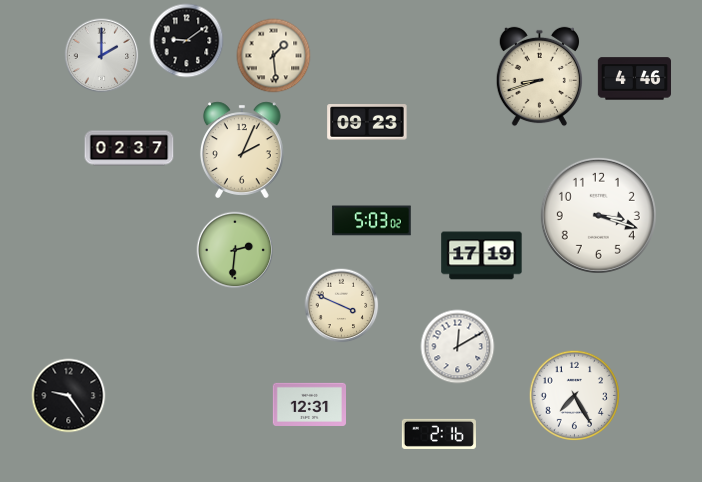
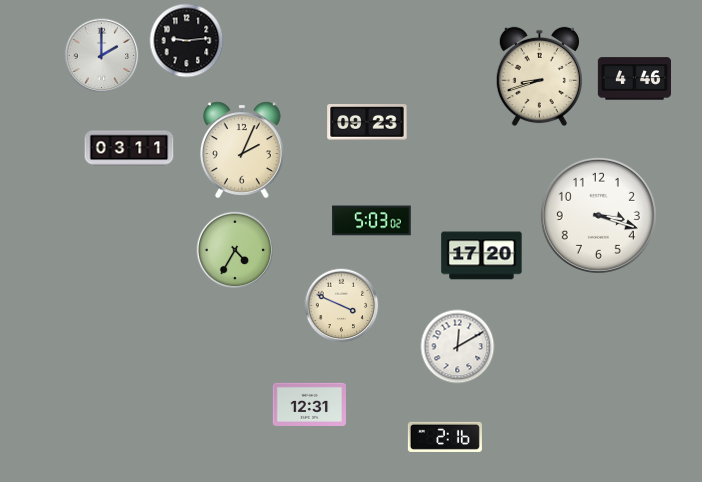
clock at (187, 41): 9:09 -> 9:14
clock at (274, 56): 1:29 -> none
clock at (129, 148): 02:37 -> 03:11
clock at (235, 250): 2:31 -> 4:35
clock at (482, 256): 17:19 -> 17:20
clock at (574, 395): 7:25 -> none
clock at (69, 396): 9:24 -> none
clock at (439, 434) position: (439, 434) -> (445, 437)
